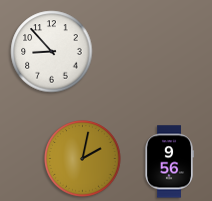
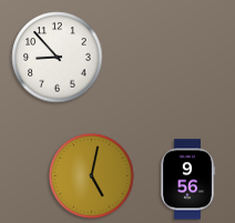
clock at (83, 159): 2:02 -> 5:02
